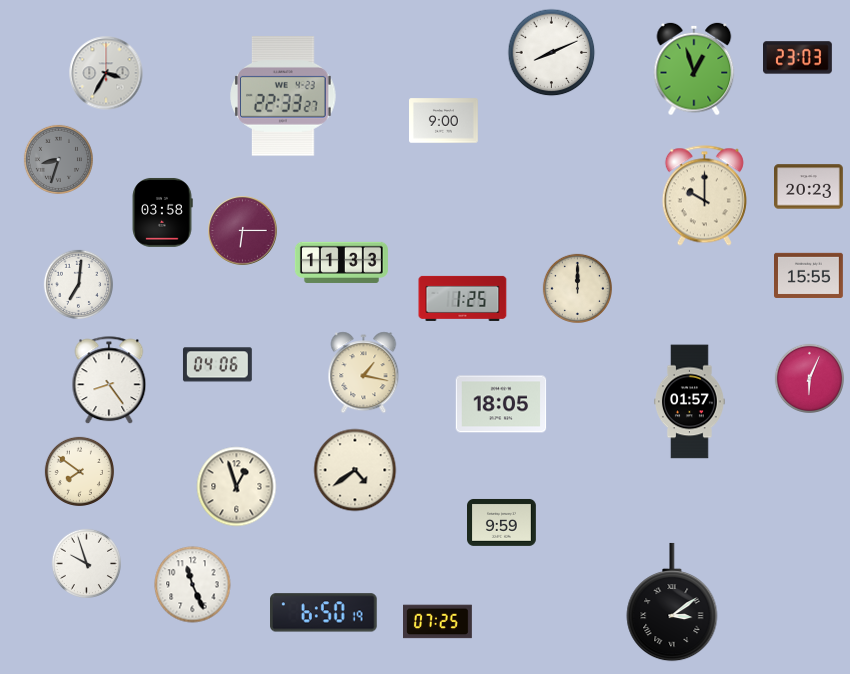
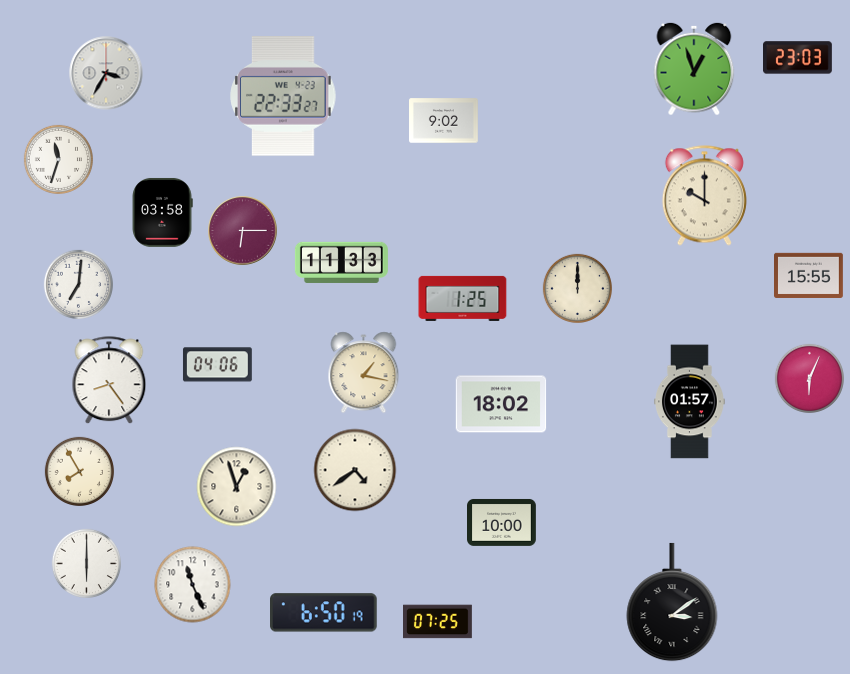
clock at (552, 53): 8:11 -> none
clock at (444, 121): 9:00 -> 9:02
clock at (58, 159): 8:33 -> 11:33
clock at (58, 159) dial: grey -> white
clock at (809, 187): 20:23 -> none
clock at (501, 404): 18:05 -> 18:02
clock at (79, 471): 7:51 -> 7:55
clock at (502, 522): 9:59 -> 10:00
clock at (86, 563): 9:57 -> 6:00
